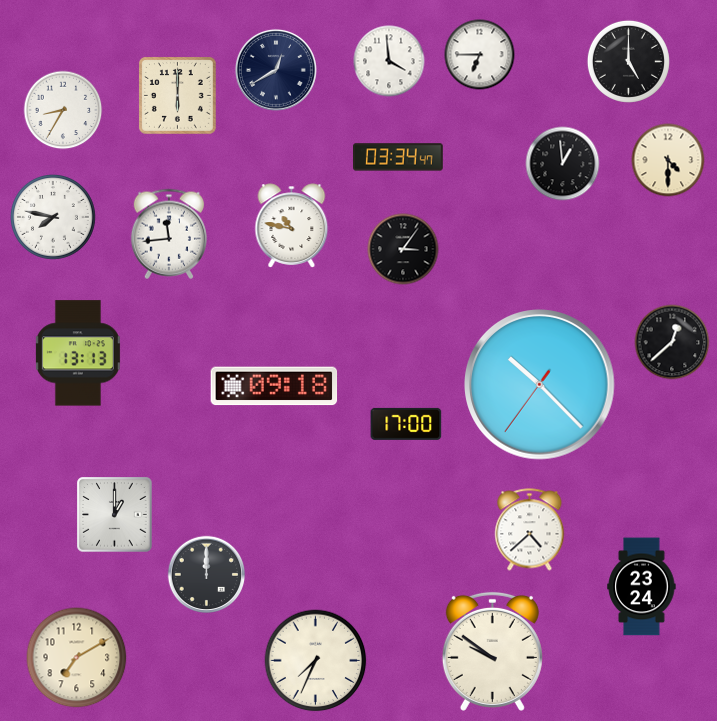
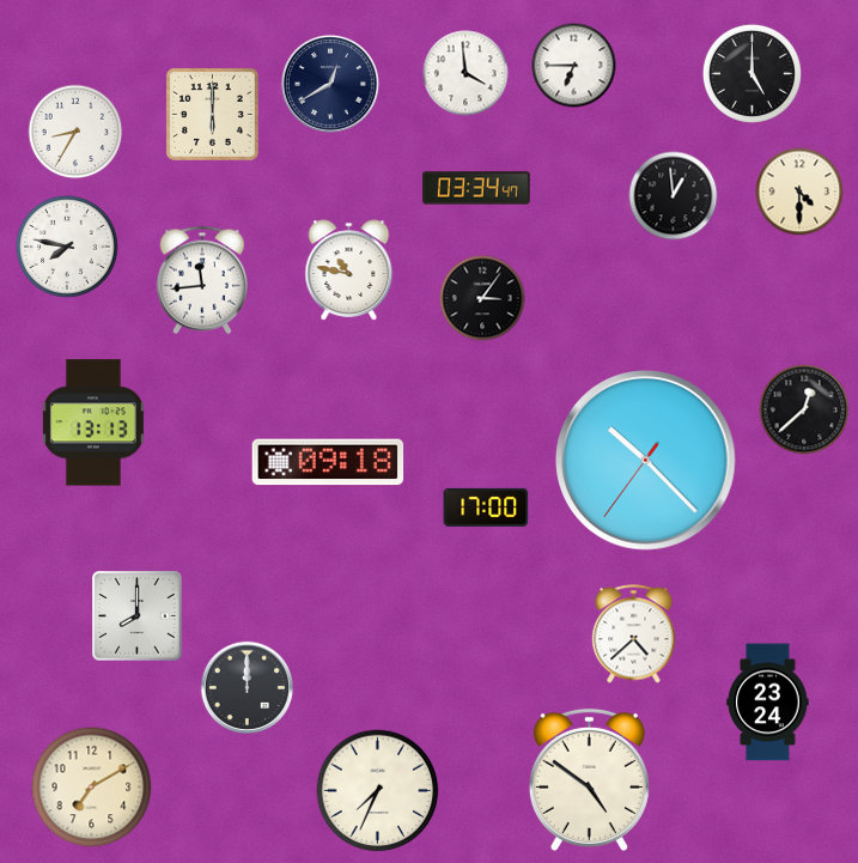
clock at (54, 218) position: (54, 218) -> (68, 248)
clock at (115, 515): 1:00 -> 8:00
clock at (492, 651): 9:51 -> 4:51
